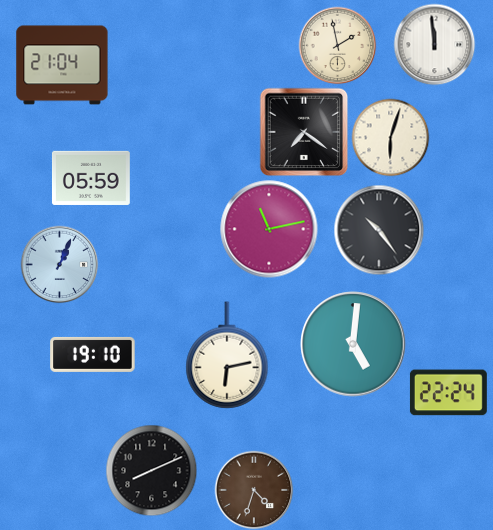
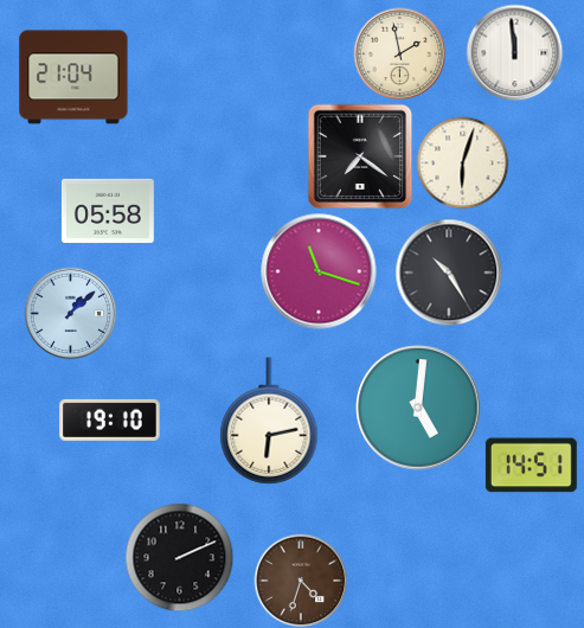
clock at (91, 178): 05:59 -> 05:58
clock at (269, 229): 11:13 -> 11:18
clock at (379, 230): 10:24 -> 10:25
clock at (59, 264): 1:04 -> 1:08
clock at (448, 393): 22:24 -> 14:51
clock at (151, 470): 8:11 -> 2:11
